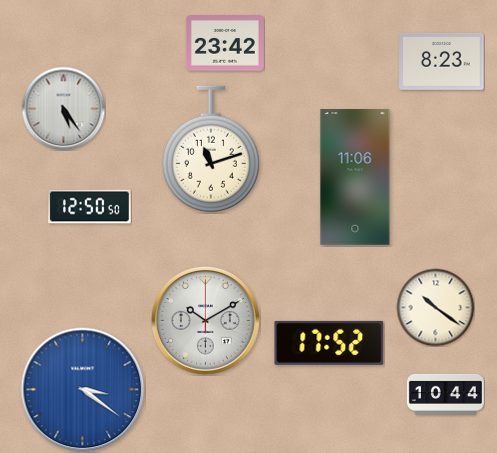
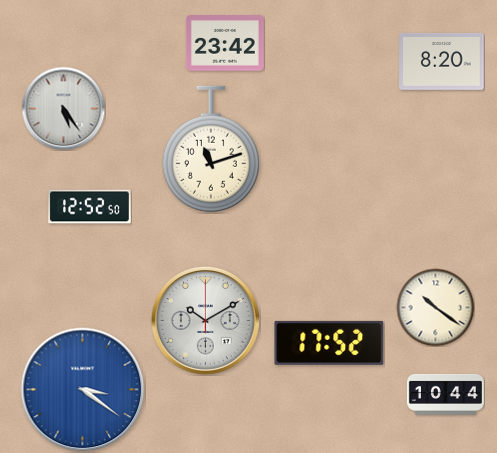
clock at (442, 62): 8:23 -> 8:20
clock at (355, 177): 11:06 -> none
clock at (90, 207): 12:50 -> 12:52
